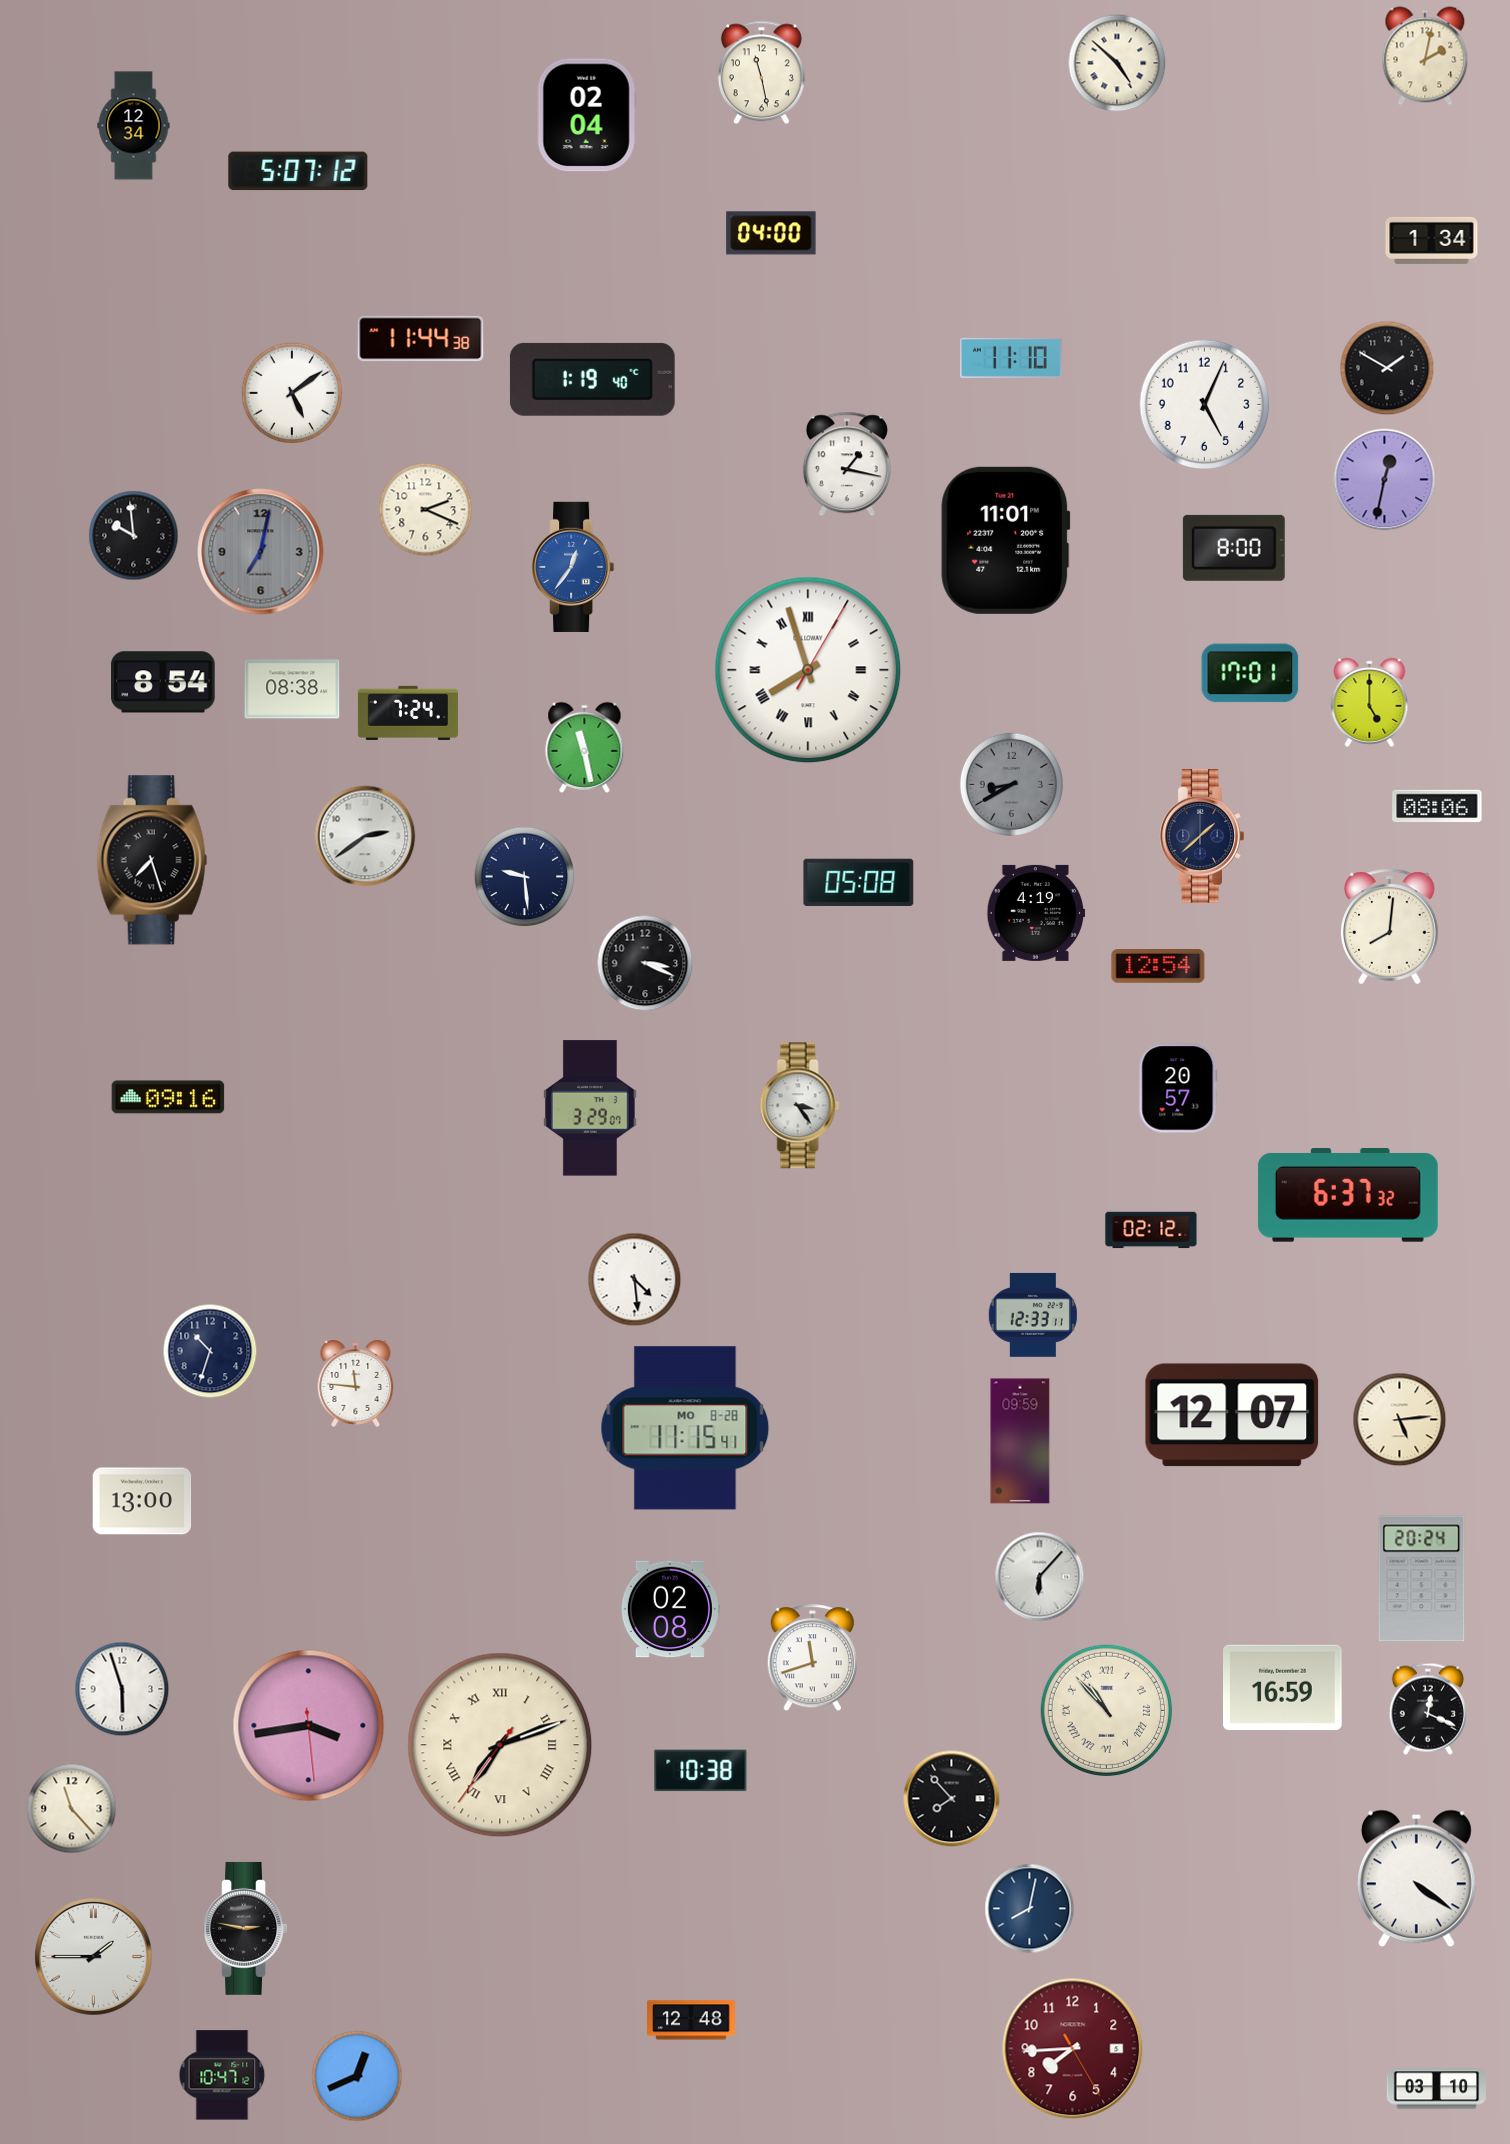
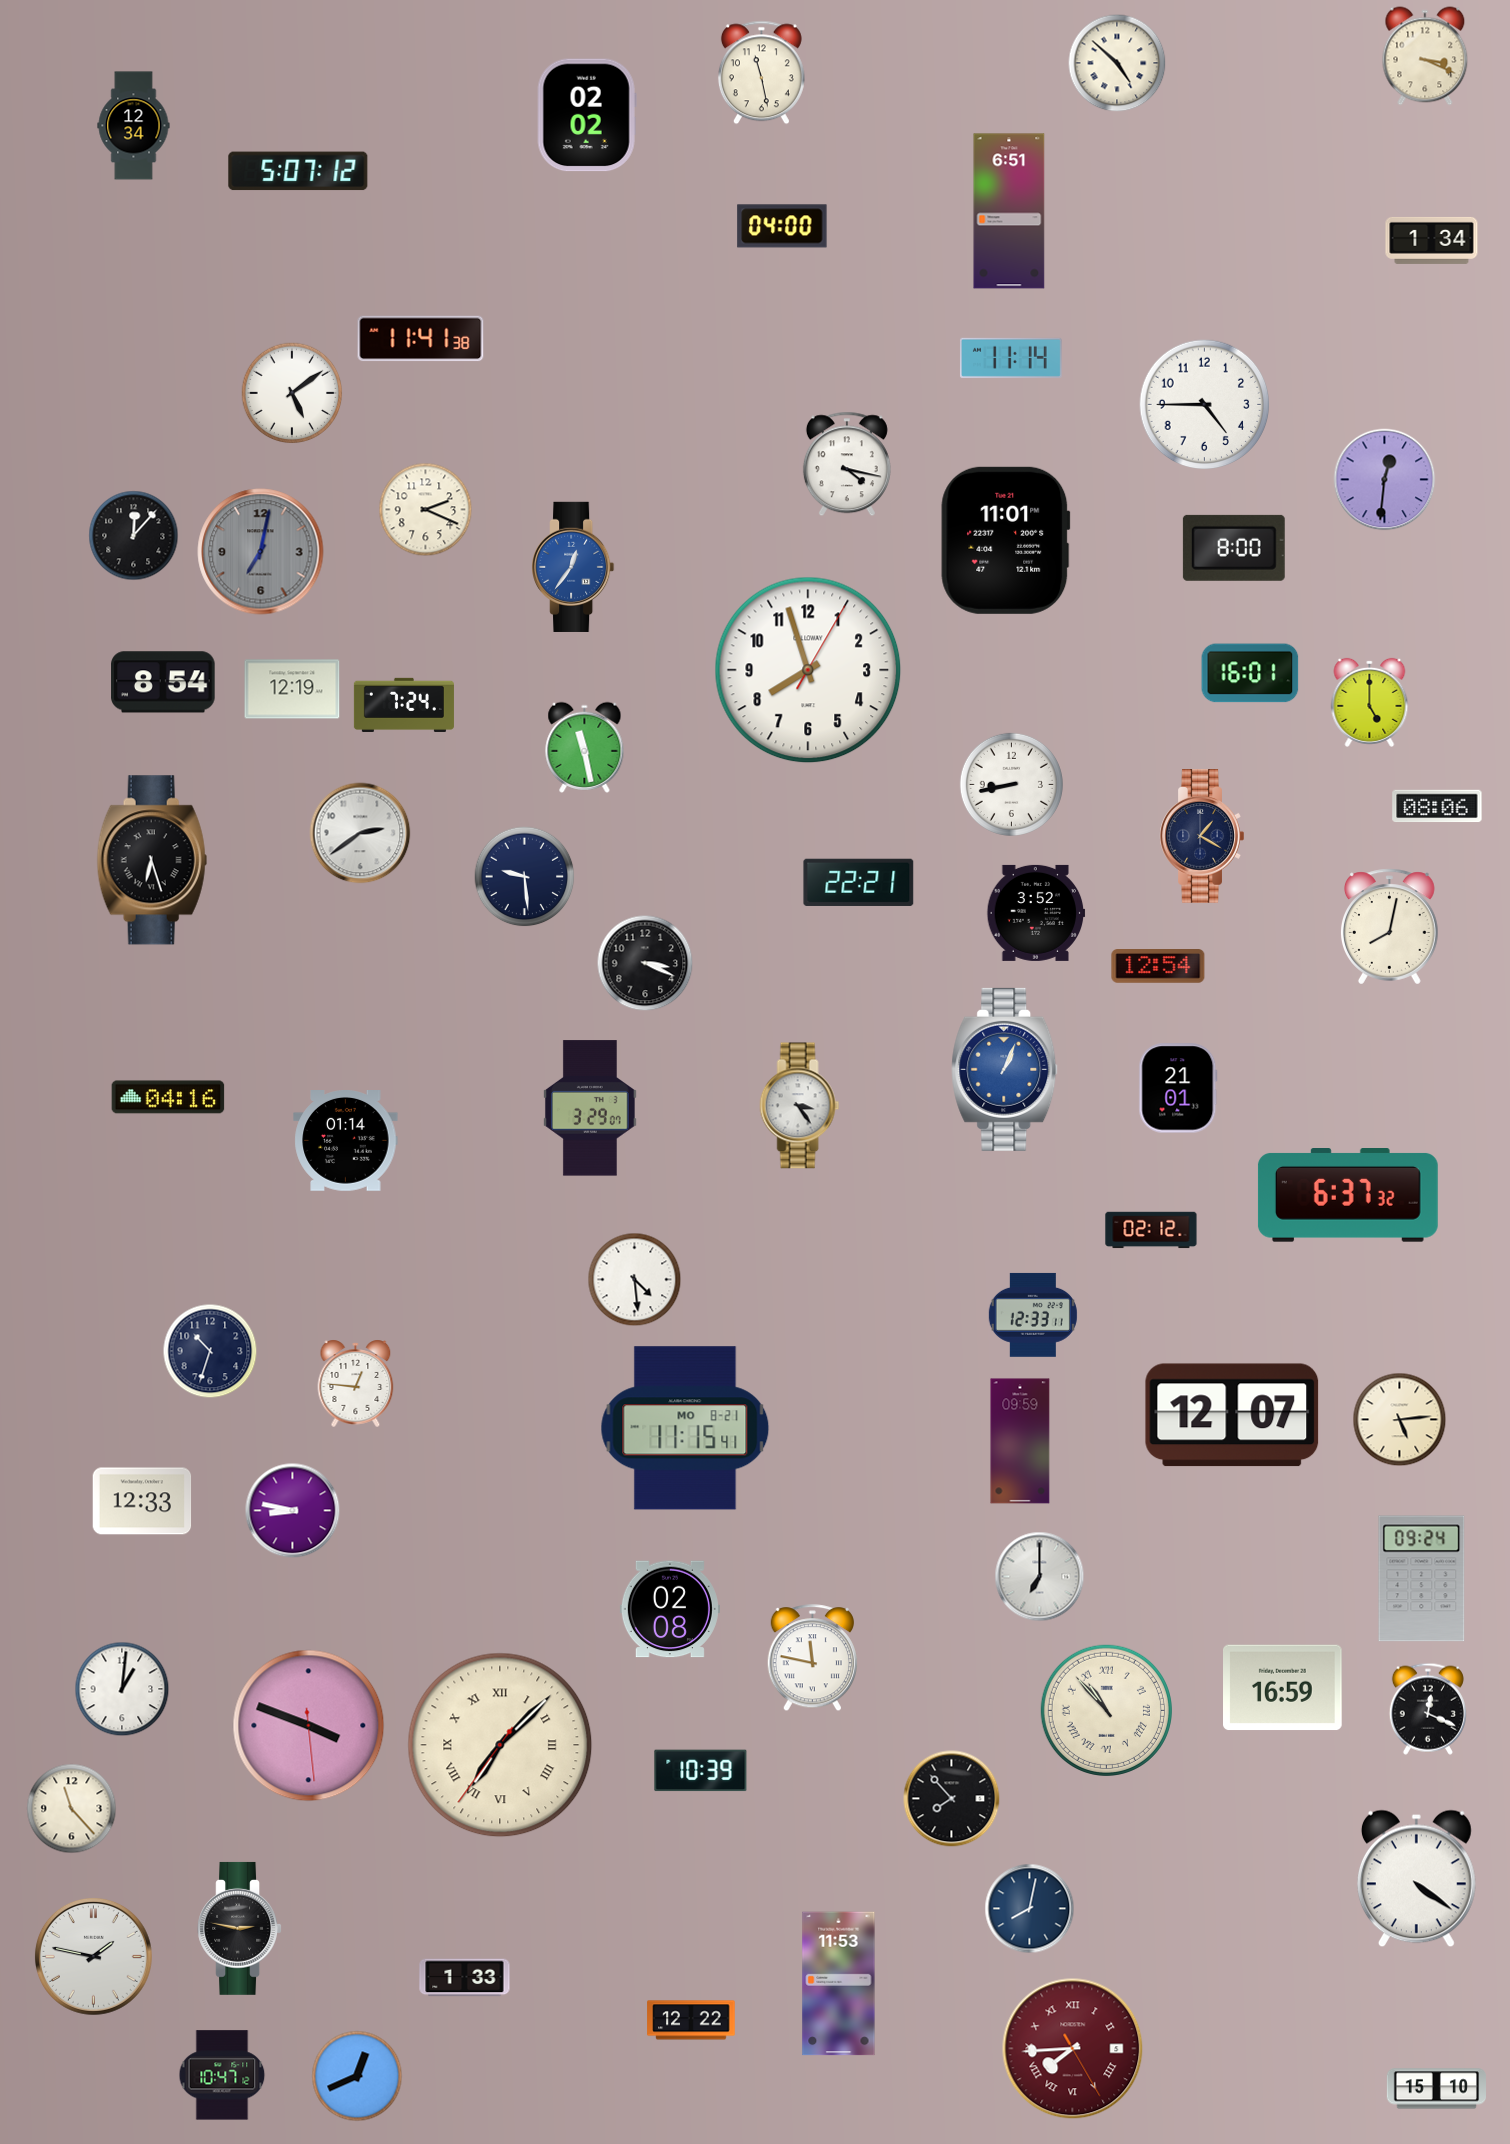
clock at (1425, 56): 2:02 -> 3:19
clock at (587, 115): 02:04 -> 02:02
clock at (1009, 211): none -> 6:51
clock at (771, 233) position: (771, 233) -> (782, 226)
clock at (421, 339): 11:44 -> 11:41
clock at (1011, 358): 11:10 -> 11:14
clock at (1387, 368): 1:50 -> none
clock at (592, 379): 1:19 -> none
clock at (1205, 405): 5:04 -> 4:45
clock at (847, 464): 1:17 -> 4:17
clock at (1385, 480): 12:32 -> 12:31
clock at (134, 536): 9:59 -> 12:07
clock at (808, 670) numerals: Roman -> Arabic
clock at (1250, 673): 17:01 -> 16:01
clock at (292, 689): 08:38 -> 12:19
clock at (408, 712) position: (408, 712) -> (404, 704)
clock at (1011, 784): 8:40 -> 8:43
clock at (1011, 784) dial: grey -> white
clock at (365, 836) position: (365, 836) -> (360, 833)
clock at (1202, 837): 1:38 -> 1:20
clock at (152, 860): 7:27 -> 6:27
clock at (859, 882): 05:08 -> 22:21
clock at (1036, 913): 4:19 -> 3:52
clock at (1389, 927): 8:01 -> 8:02
clock at (1005, 1069): none -> 1:04
clock at (1178, 1088): 20:57 -> 21:01
clock at (168, 1097): 09:16 -> 04:16
clock at (346, 1141): none -> 01:14
clock at (356, 1383): 11:46 -> 12:46
clock at (685, 1428) date: MO 8-28 -> MO 8-21
clock at (142, 1501): 13:00 -> 12:33
clock at (293, 1511): none -> 8:47
clock at (1040, 1577): 6:07 -> 7:00
clock at (1422, 1579): 20:24 -> 09:24
clock at (812, 1658): 11:42 -> 11:47
clock at (122, 1689): 5:57 -> 1:01
clock at (309, 1726): 3:43 -> 3:48
clock at (500, 1745): 7:11 -> 7:07
clock at (701, 1771): 10:38 -> 10:39
clock at (245, 1928) position: (245, 1928) -> (239, 1928)
clock at (93, 1956): 1:45 -> 1:47
clock at (465, 1978): none -> 1:33
clock at (839, 1984): none -> 11:53
clock at (691, 2020): 12:48 -> 12:22
clock at (1073, 2049) numerals: Arabic -> Roman
clock at (1436, 2089): 03:10 -> 15:10
